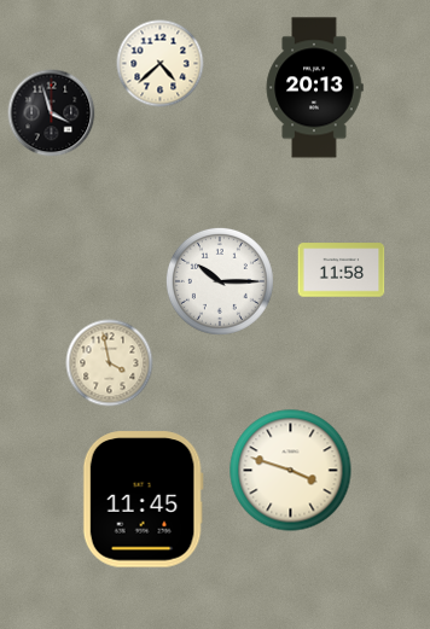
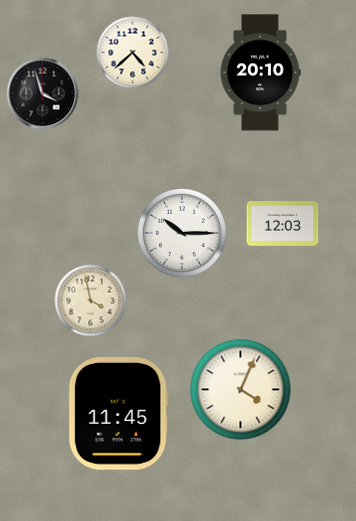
clock at (314, 88): 20:13 -> 20:10
clock at (342, 270): 11:58 -> 12:03
clock at (291, 471): 3:48 -> 4:04
